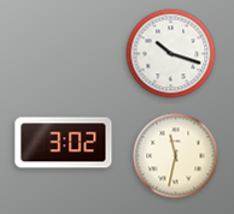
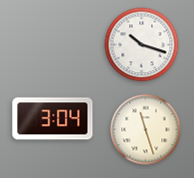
clock at (64, 143): 3:02 -> 3:04
clock at (176, 156): 11:32 -> 11:27
